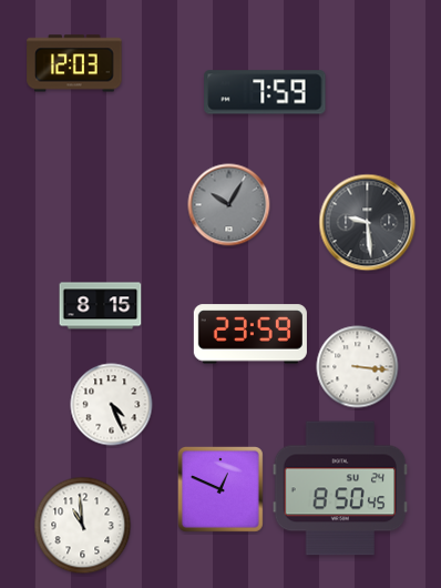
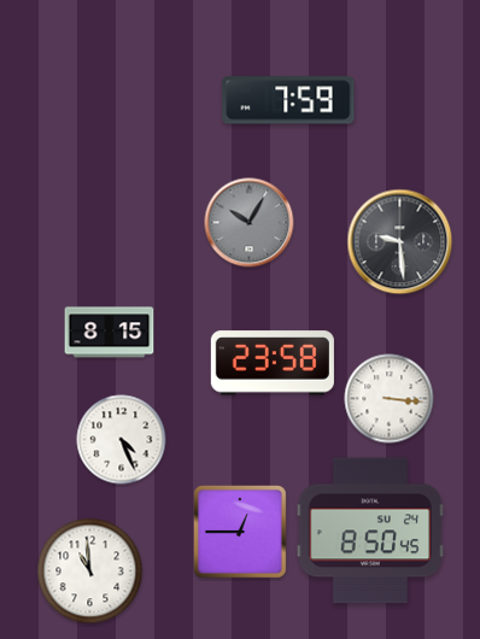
clock at (74, 63): 12:03 -> none
clock at (250, 334): 23:59 -> 23:58
clock at (221, 489): 12:49 -> 12:45
